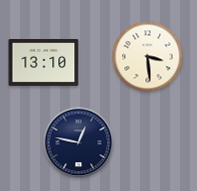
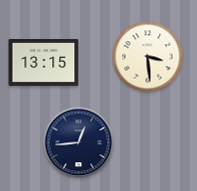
clock at (44, 63): 13:10 -> 13:15
clock at (79, 143): 12:47 -> 12:44
